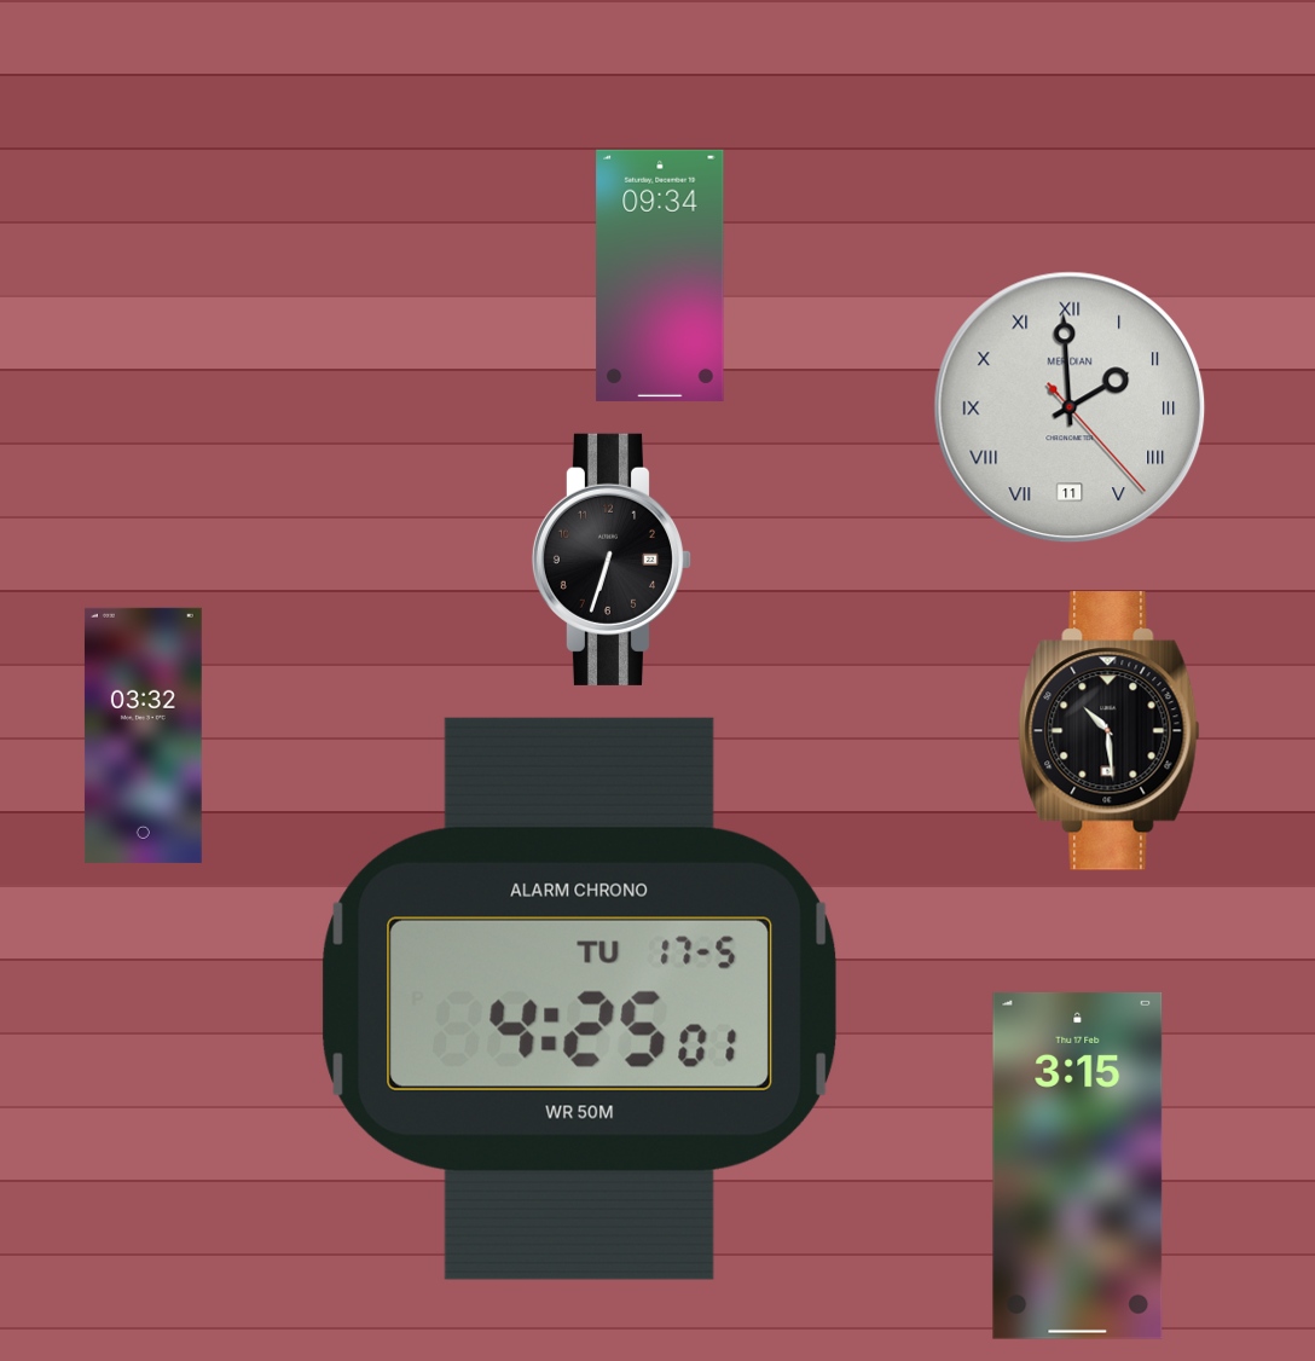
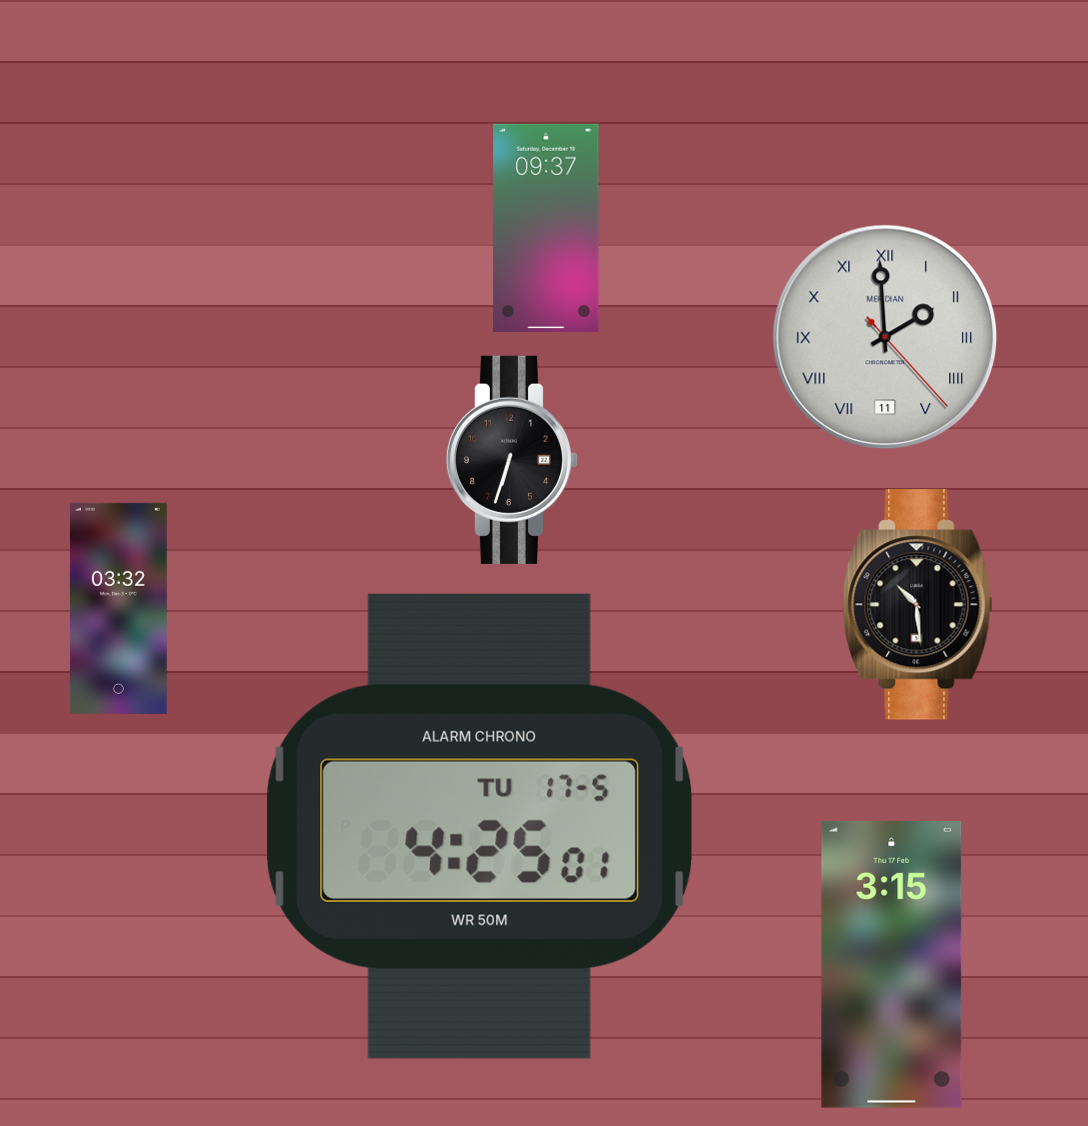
clock at (660, 276): 09:34 -> 09:37
clock at (610, 560) position: (610, 560) -> (511, 460)
